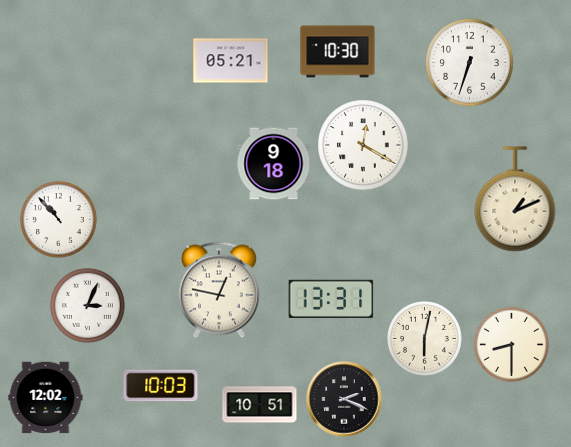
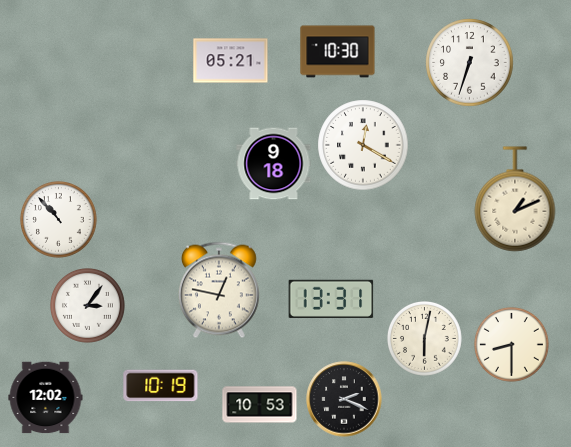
clock at (88, 306): 3:04 -> 3:06
clock at (161, 386): 10:03 -> 10:19
clock at (260, 405): 10:51 -> 10:53
